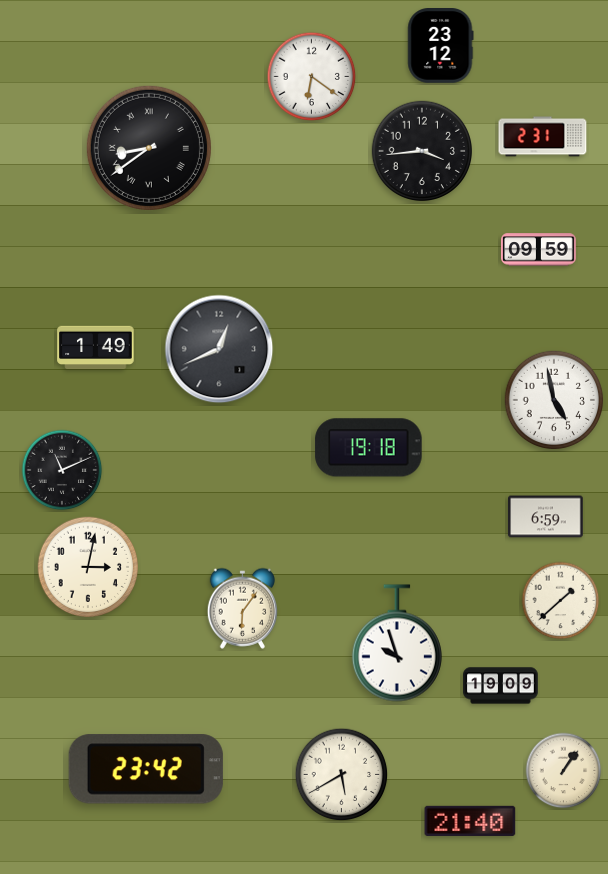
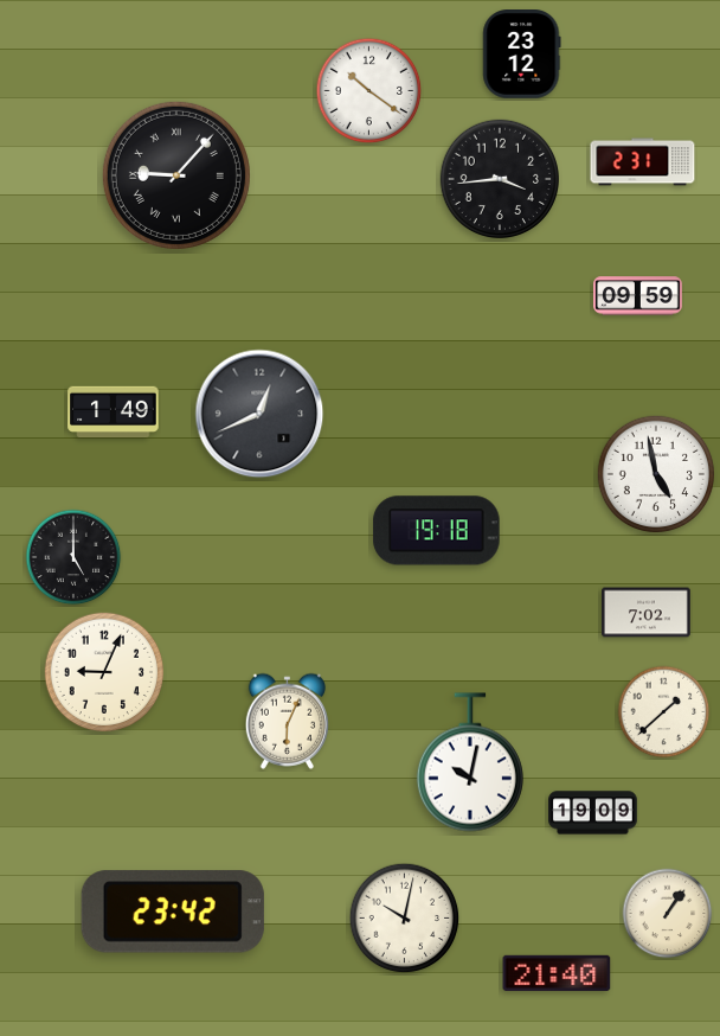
clock at (312, 77): 6:21 -> 10:21
clock at (149, 148): 8:39 -> 9:07
clock at (62, 470): 11:11 -> 5:00
clock at (546, 517): 6:59 -> 7:02
clock at (87, 567): 3:02 -> 9:04
clock at (242, 608): 6:06 -> 6:04
clock at (397, 643): 9:57 -> 10:02
clock at (342, 775): 5:40 -> 10:02
